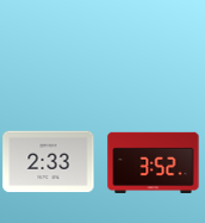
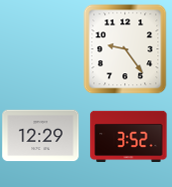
clock at (125, 49): none -> 9:24
clock at (49, 162): 2:33 -> 12:29
